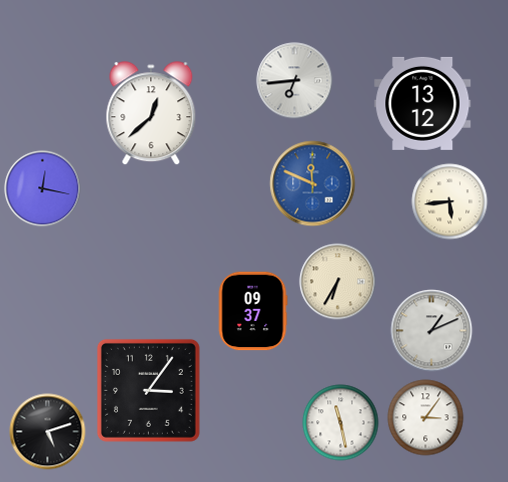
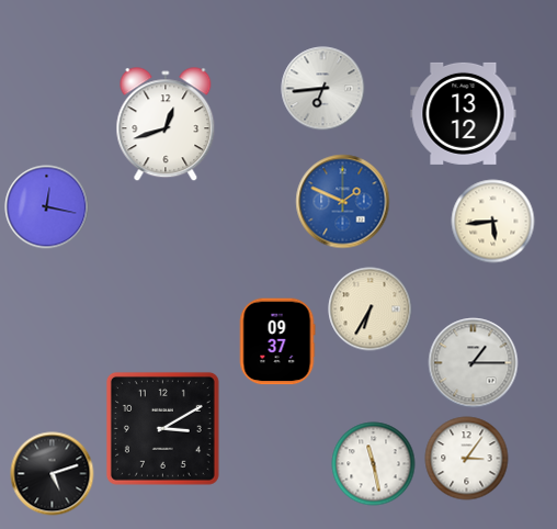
clock at (151, 114): 12:38 -> 12:42
clock at (313, 184): 11:49 -> 1:49
clock at (432, 331): 1:11 -> 1:15
clock at (148, 390): 3:06 -> 3:10
